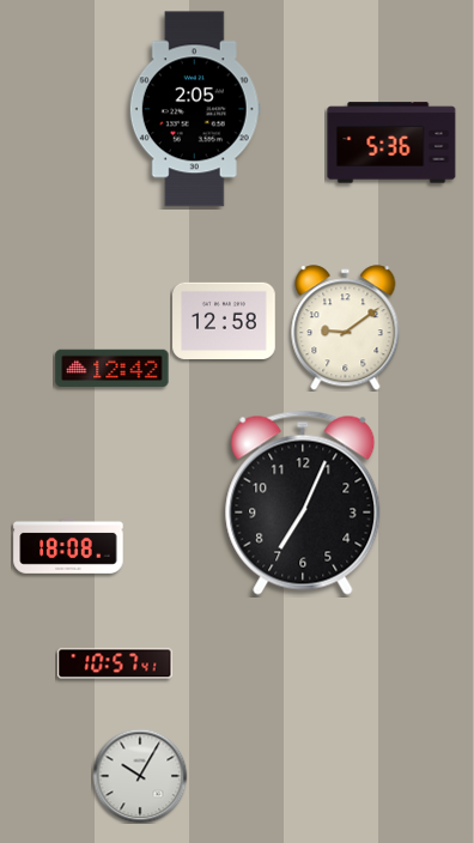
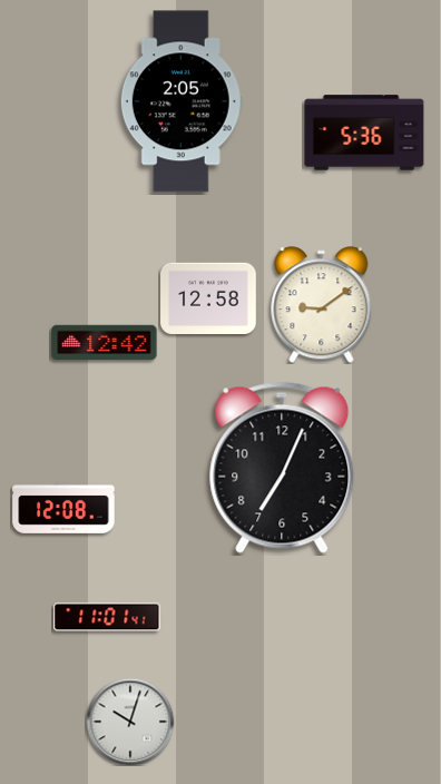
clock at (68, 547): 18:08 -> 12:08
clock at (115, 663): 10:57 -> 11:01
clock at (140, 776): 10:05 -> 10:03
